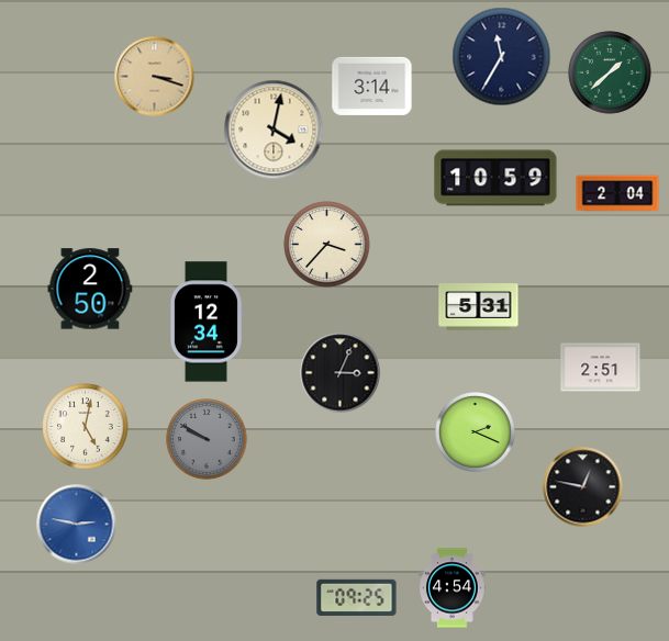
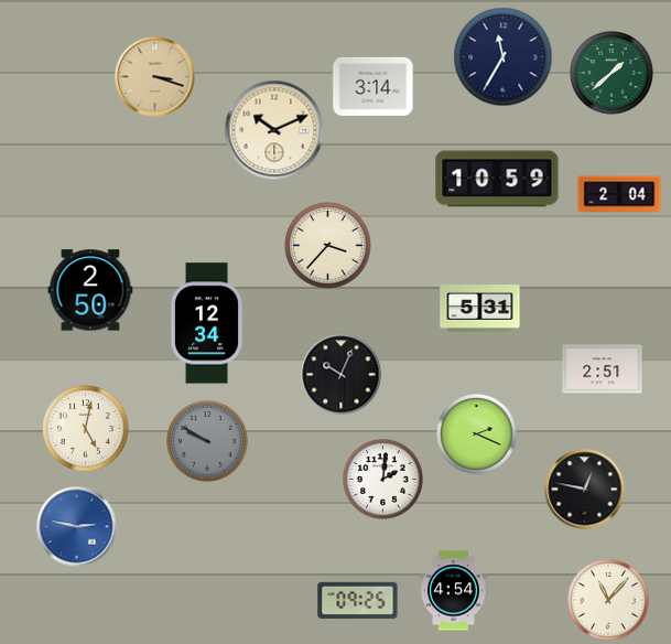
clock at (274, 130): 4:02 -> 10:11
clock at (341, 373): 3:04 -> 10:04
clock at (383, 480): none -> 2:01
clock at (608, 600): none -> 11:07
